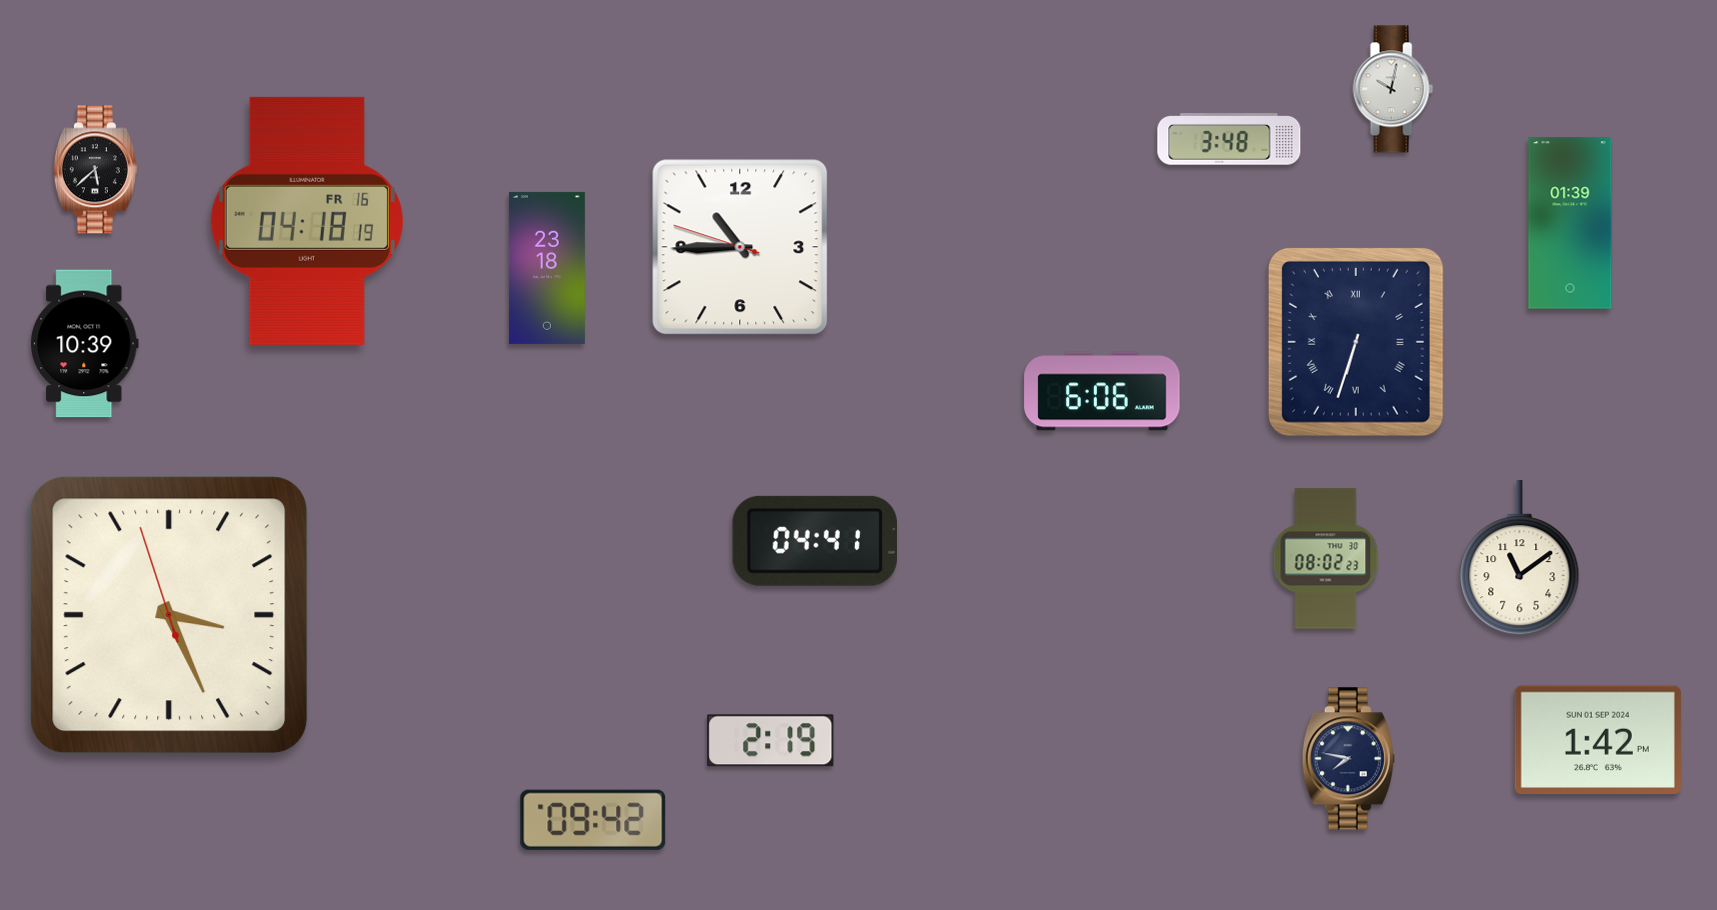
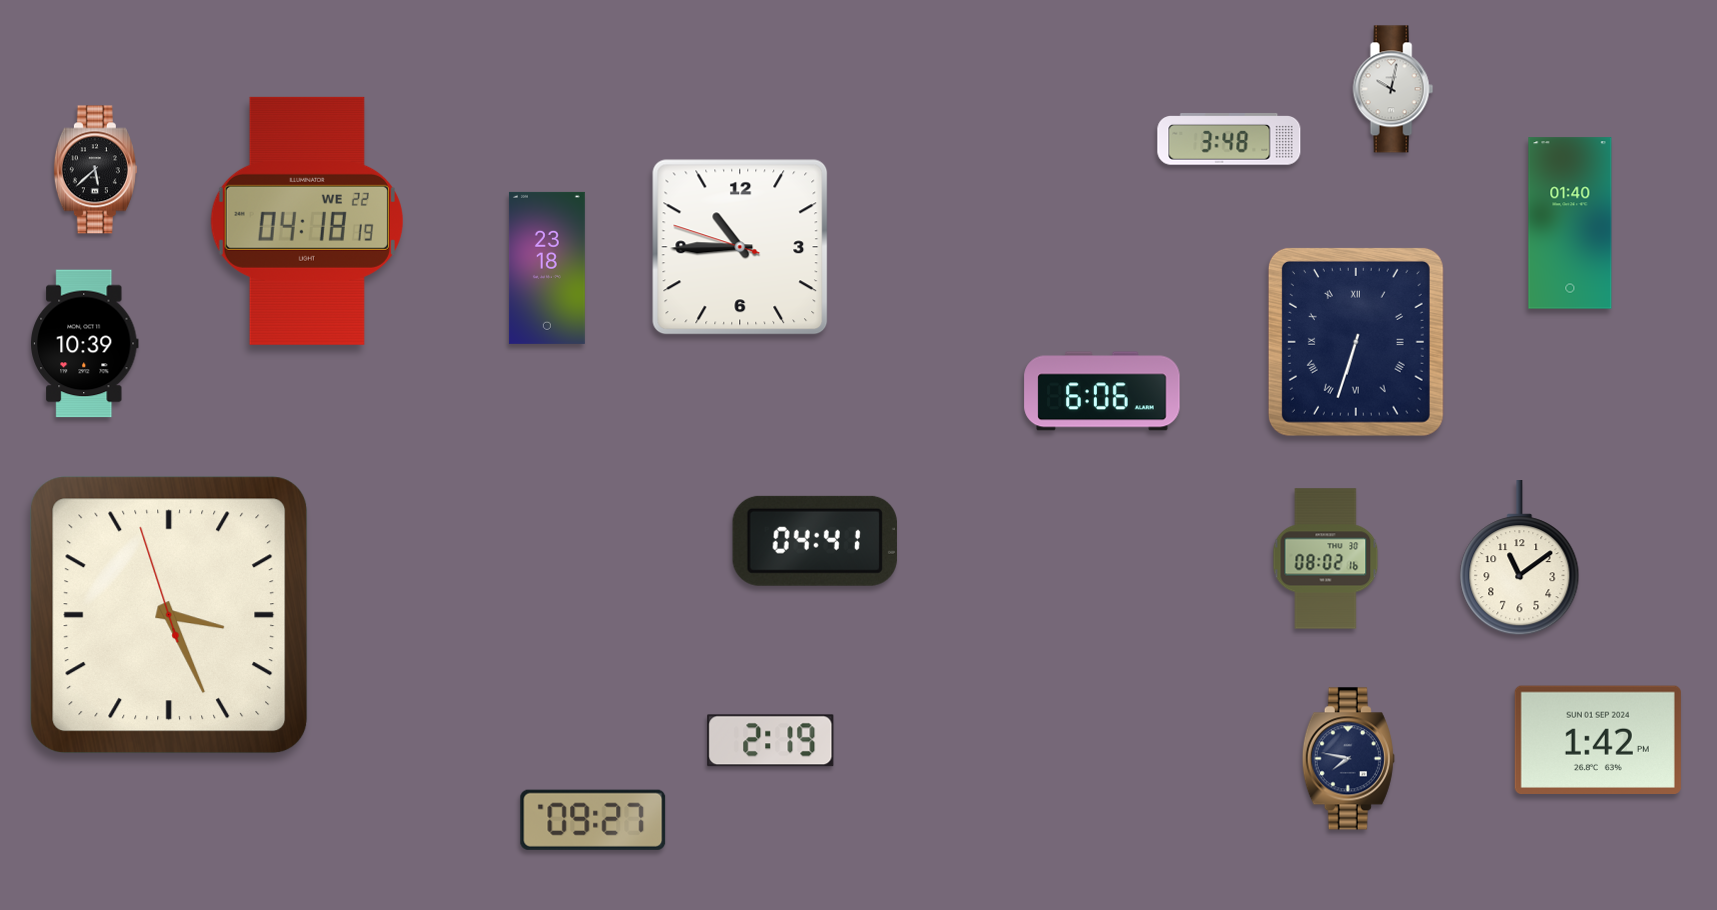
clock at (307, 221) date: FR 16 -> WE 22
clock at (1570, 223): 01:39 -> 01:40
clock at (1326, 559): 08:02:23 -> 08:02:16
clock at (593, 820): 09:42 -> 09:27
